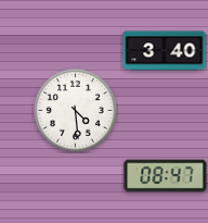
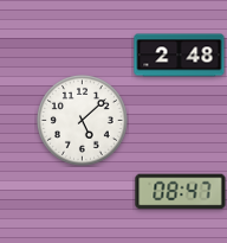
clock at (165, 51): 3:40 -> 2:48
clock at (75, 110): 4:29 -> 5:08
